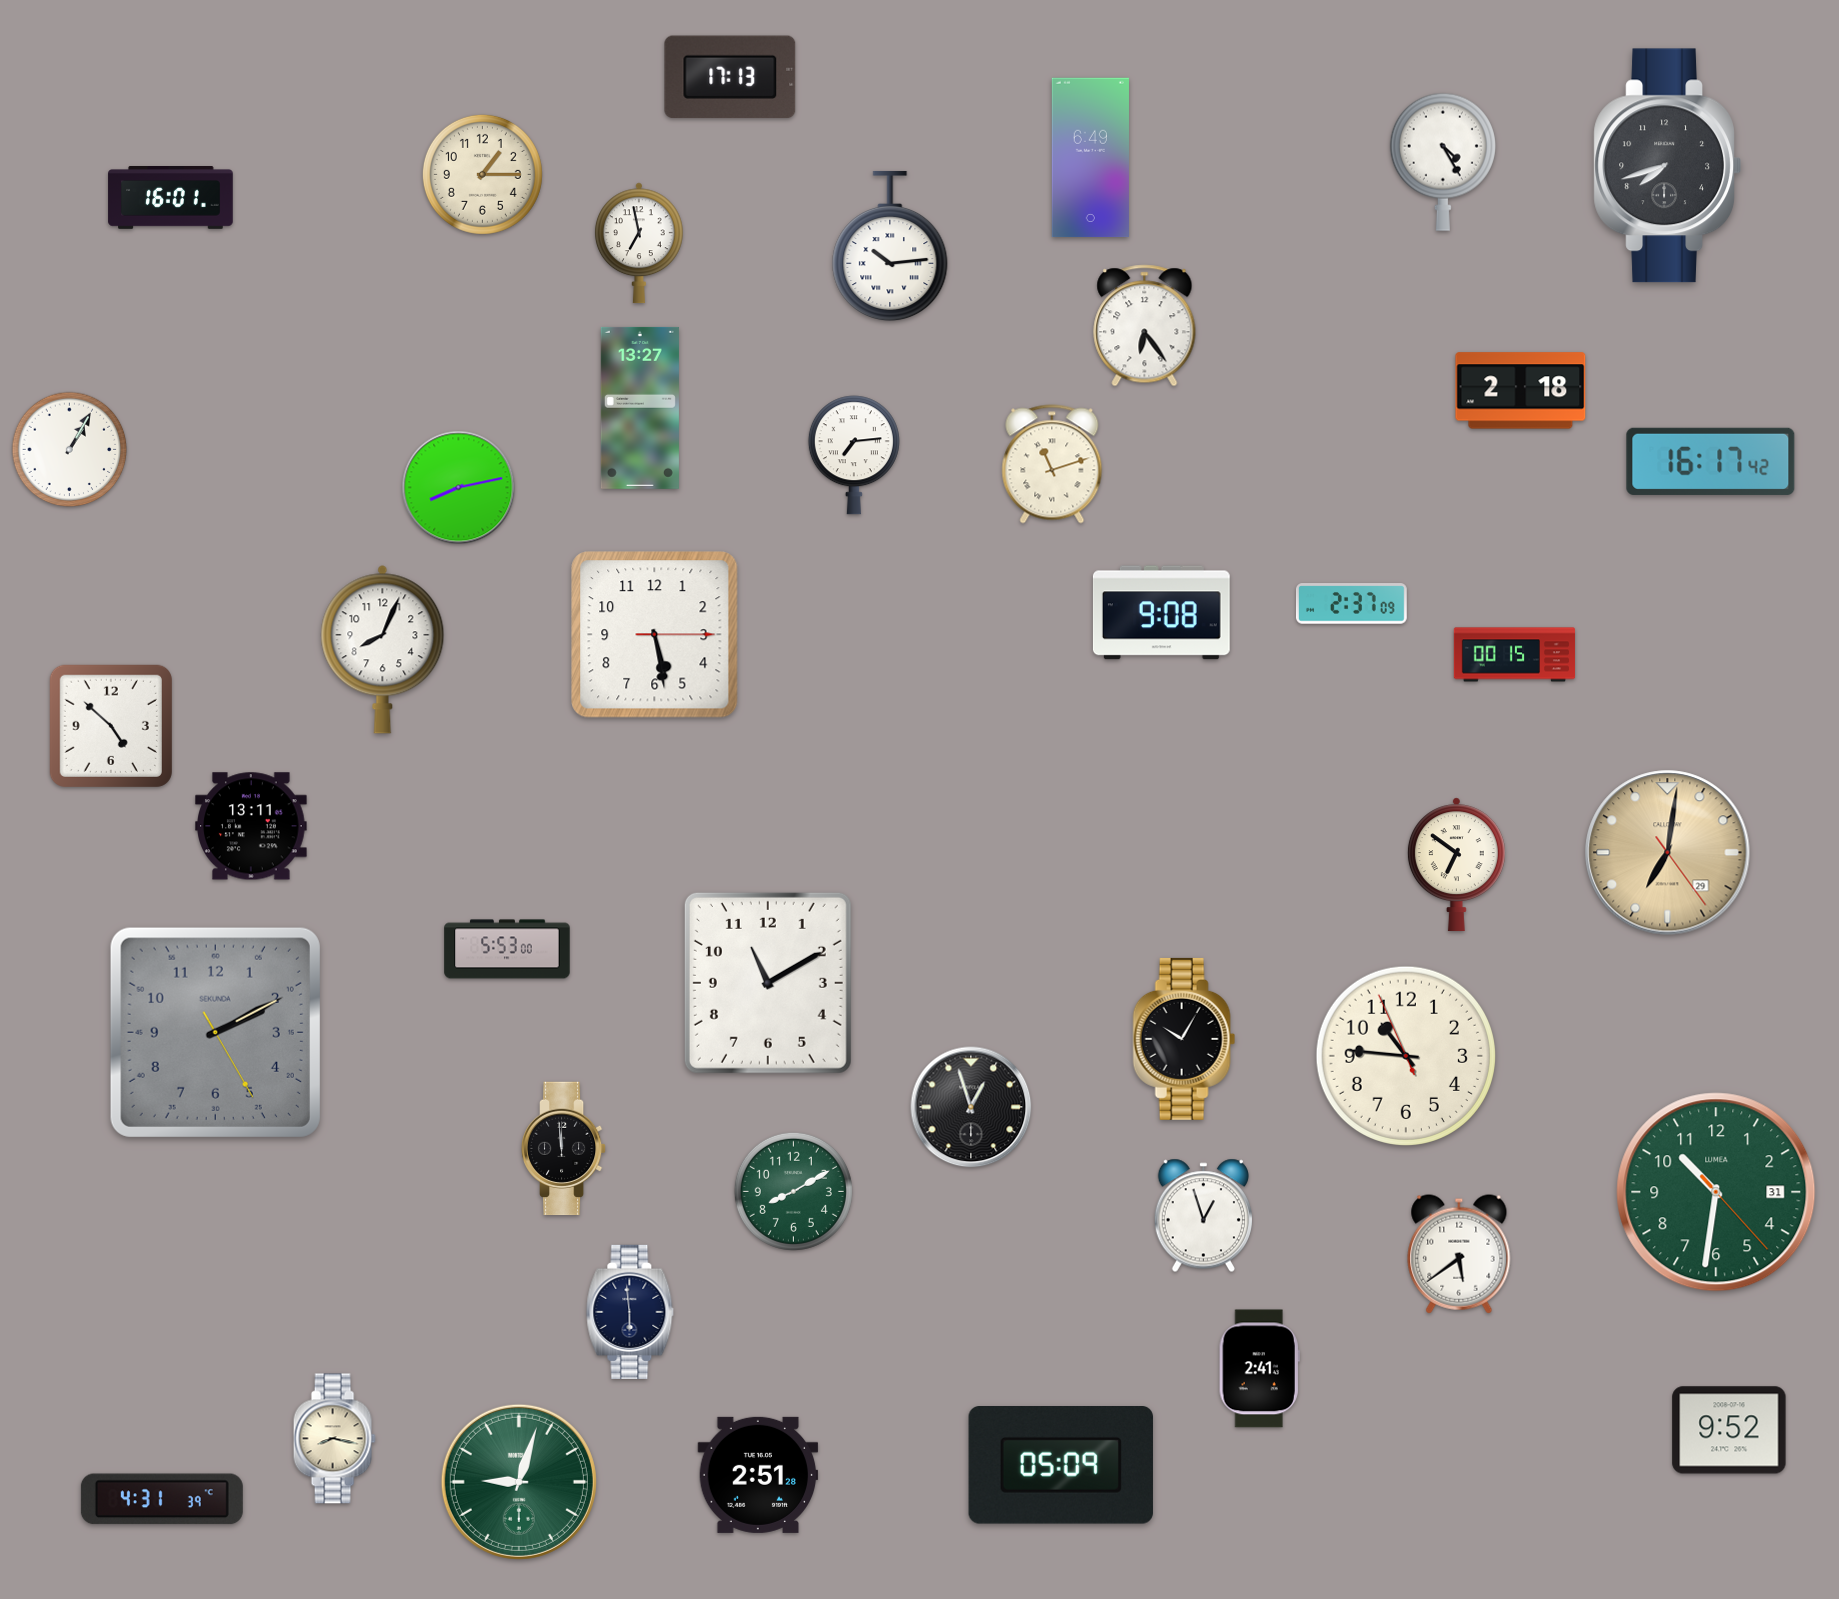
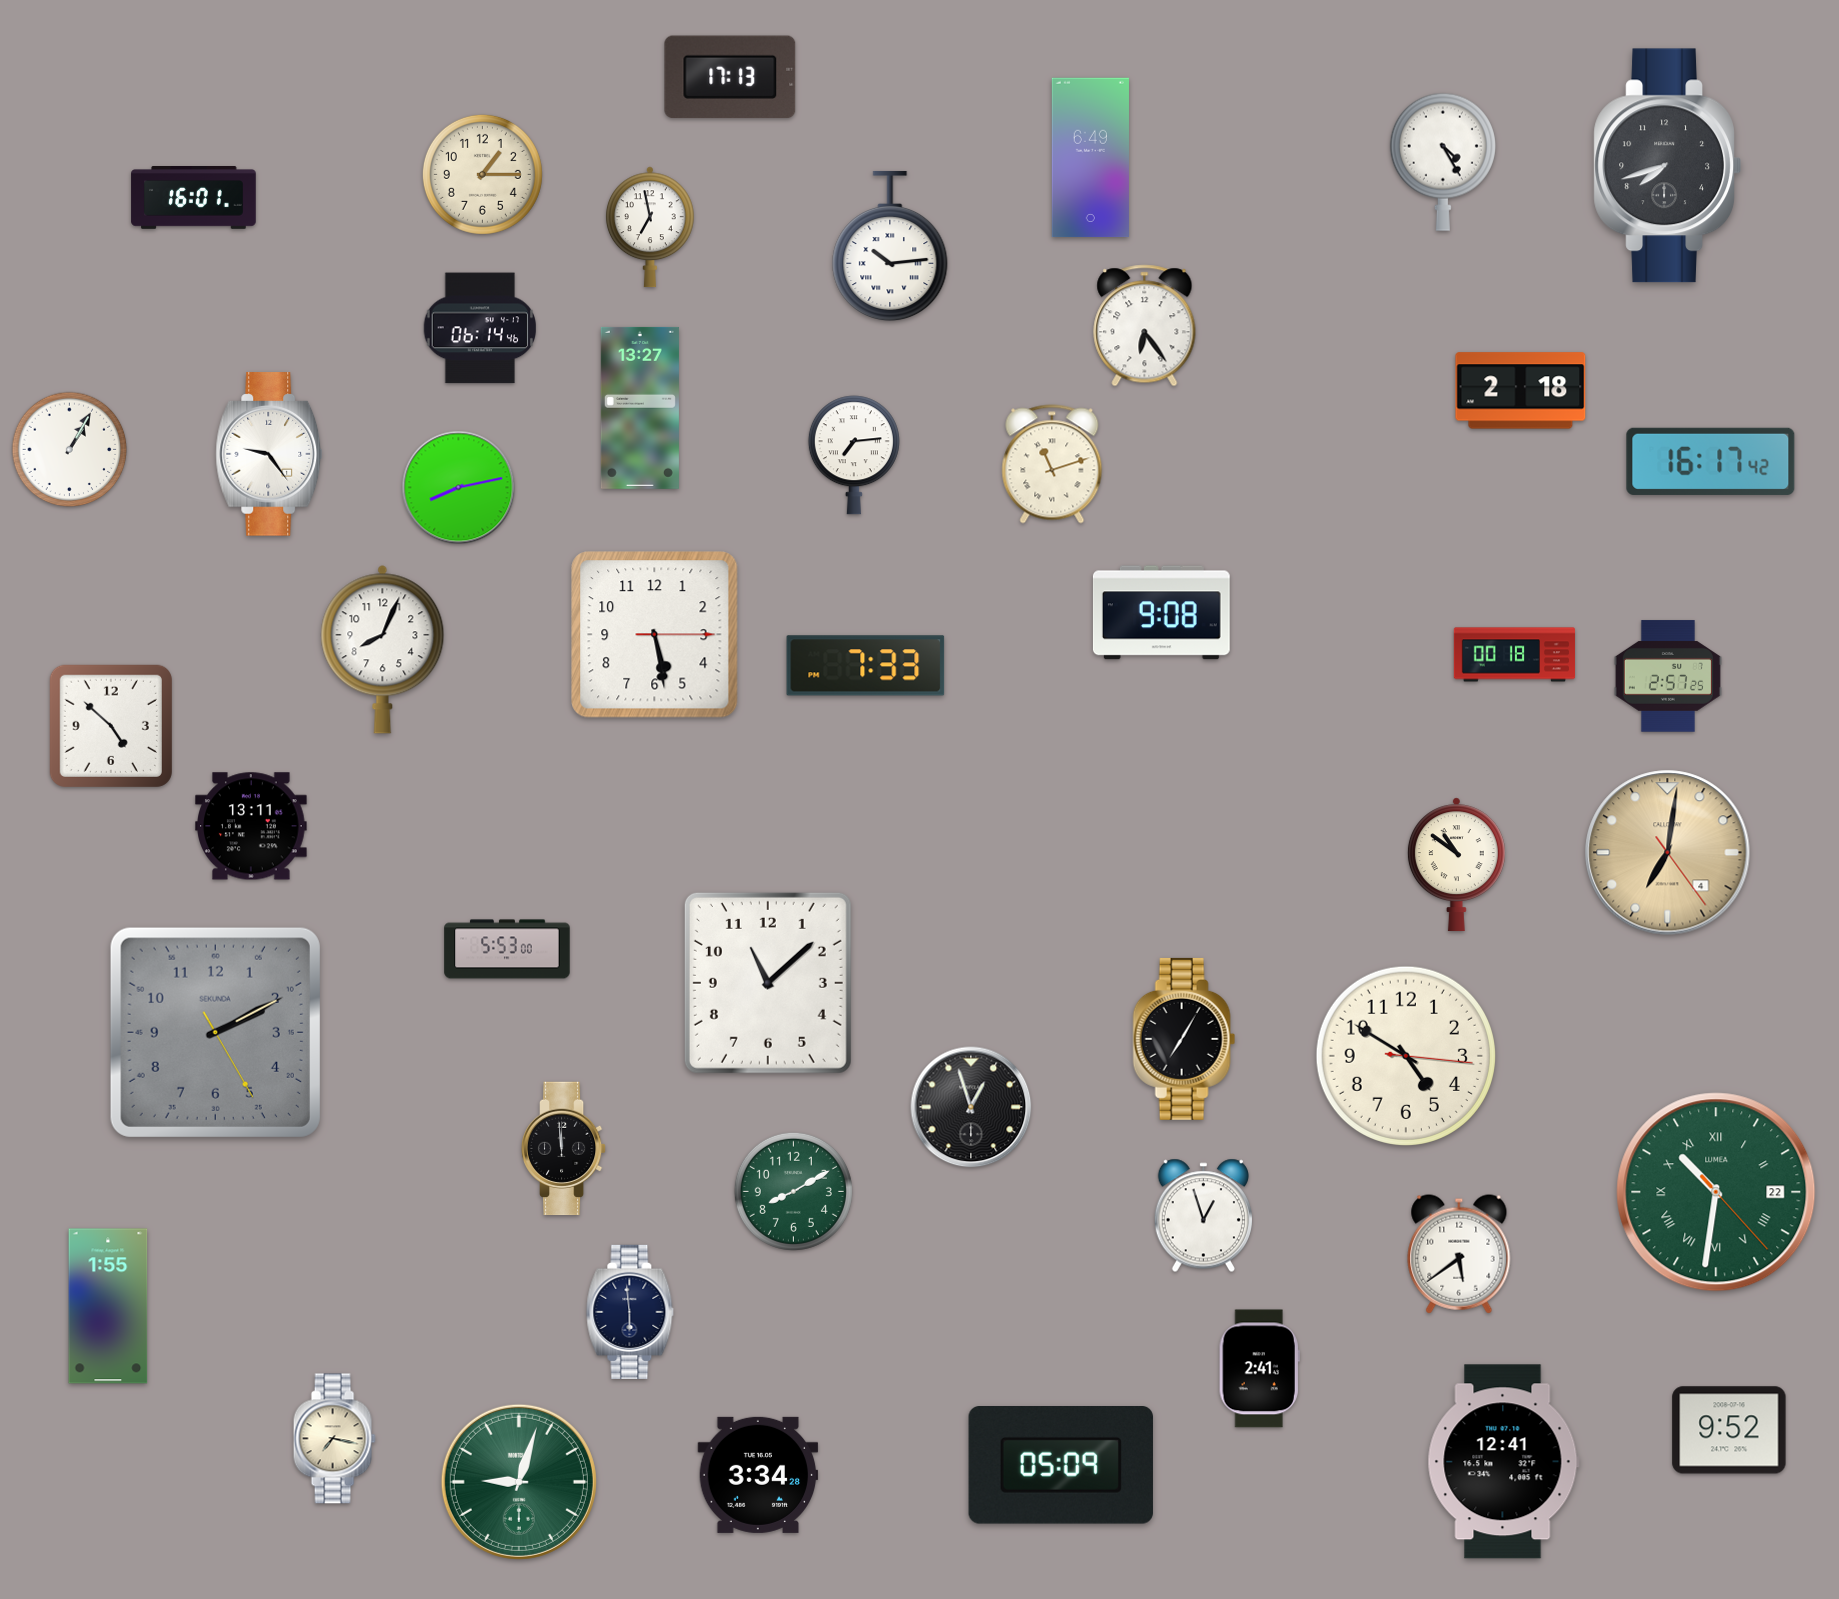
clock at (171, 198) position: (171, 198) -> (194, 198)
clock at (639, 243) position: (639, 243) -> (650, 227)
clock at (479, 328): none -> 06:14
clock at (269, 454): none -> 9:24
clock at (1351, 604): 2:37 -> none
clock at (1515, 655): 00:15 -> 00:18
clock at (866, 666): none -> 7:33
clock at (1668, 676): none -> 2:57
clock at (1668, 853) date: 29 -> 4
clock at (1456, 865): 6:51 -> 10:51
clock at (768, 983): 11:10 -> 11:08
clock at (1184, 1039): 10:05 -> 7:05
clock at (1405, 1055): 10:45 -> 4:50
clock at (1716, 1192) date: 31 -> 22
clock at (1716, 1192) numerals: Arabic -> Roman
clock at (108, 1306): none -> 1:55
clock at (334, 1439): 8:17 -> 7:17
clock at (1503, 1462): none -> 12:41
clock at (758, 1475): 2:51 -> 3:34
clock at (162, 1499): 4:31 -> none
